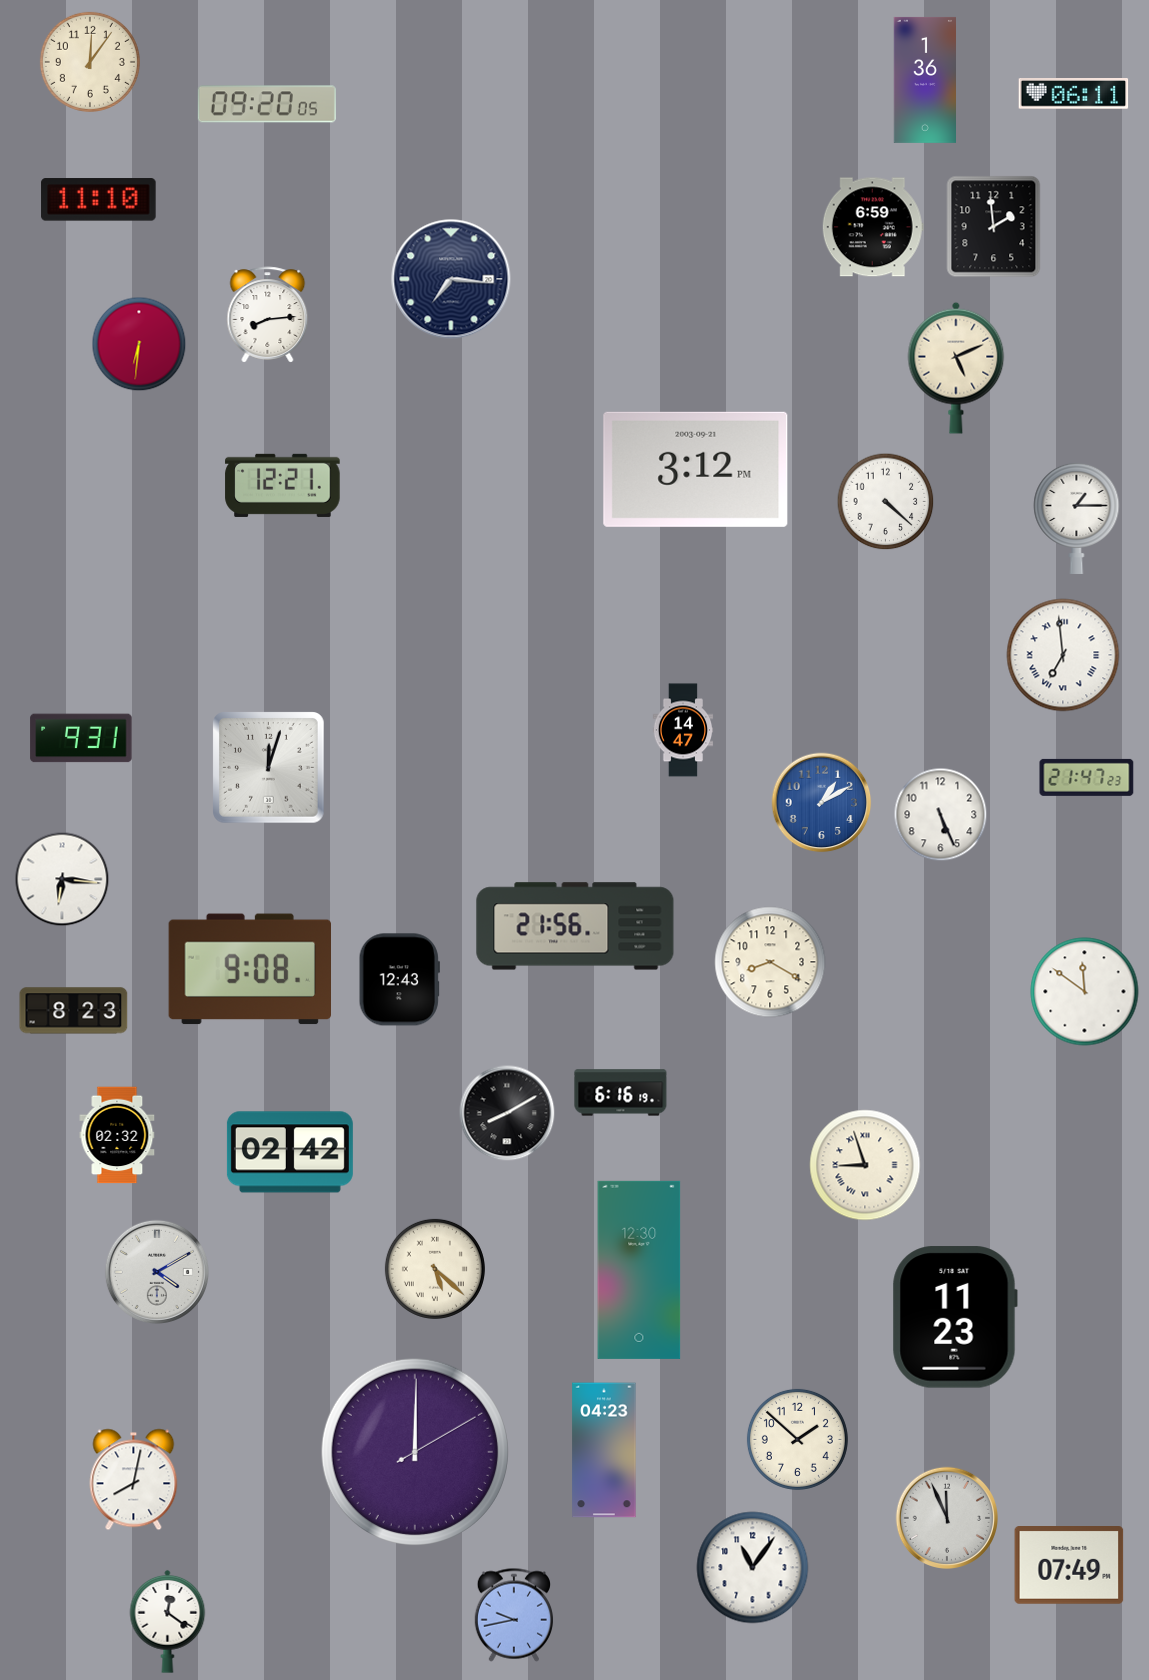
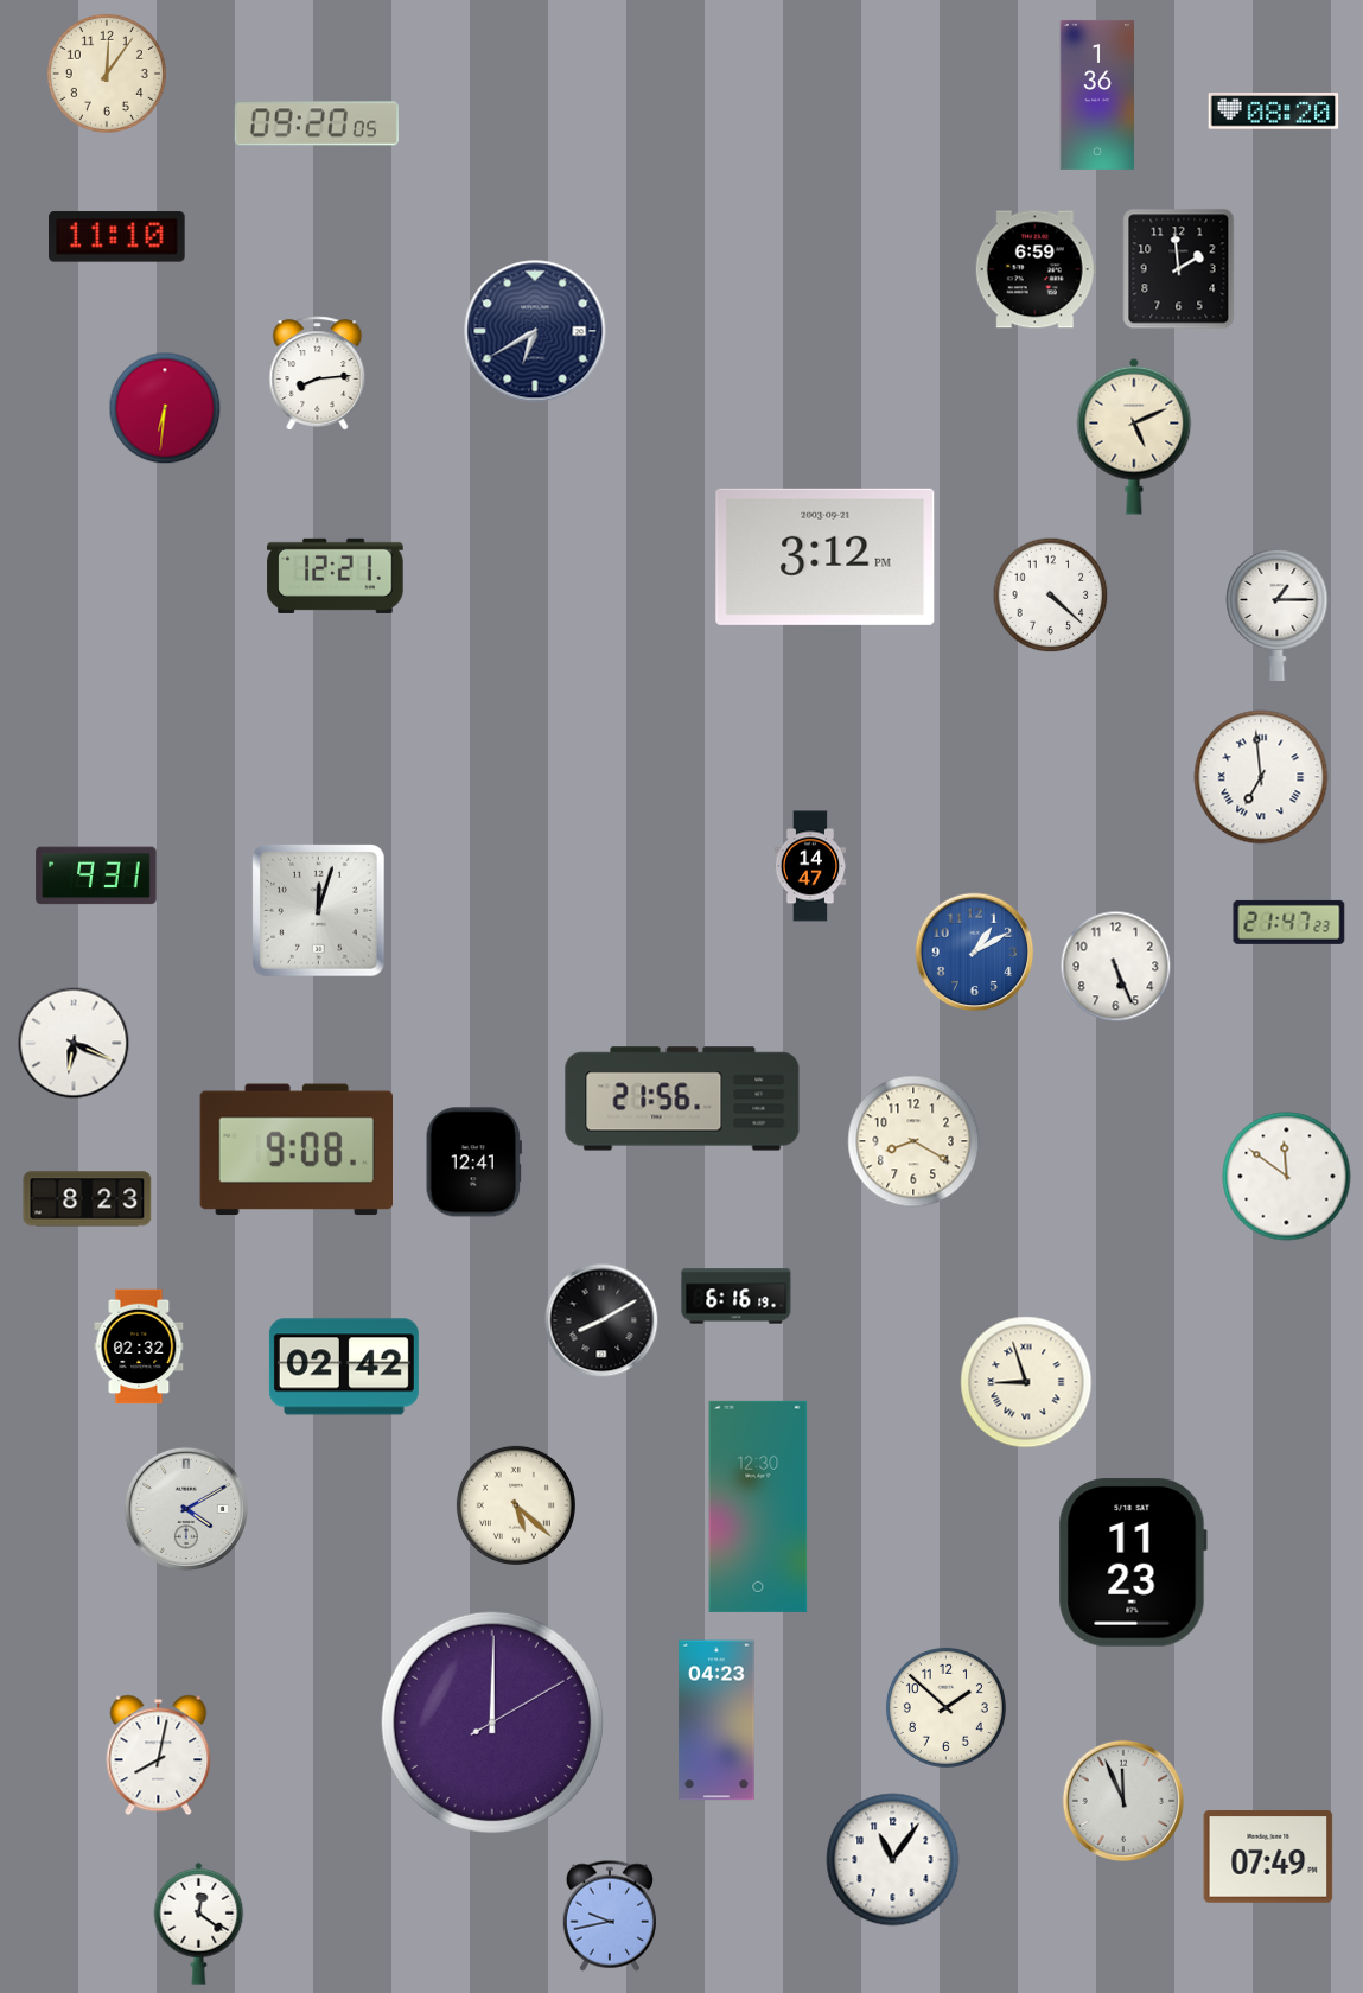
clock at (1074, 94): 06:11 -> 08:20
clock at (451, 279): 7:16 -> 6:40
clock at (62, 879): 6:16 -> 6:19
clock at (399, 980): 12:43 -> 12:41
